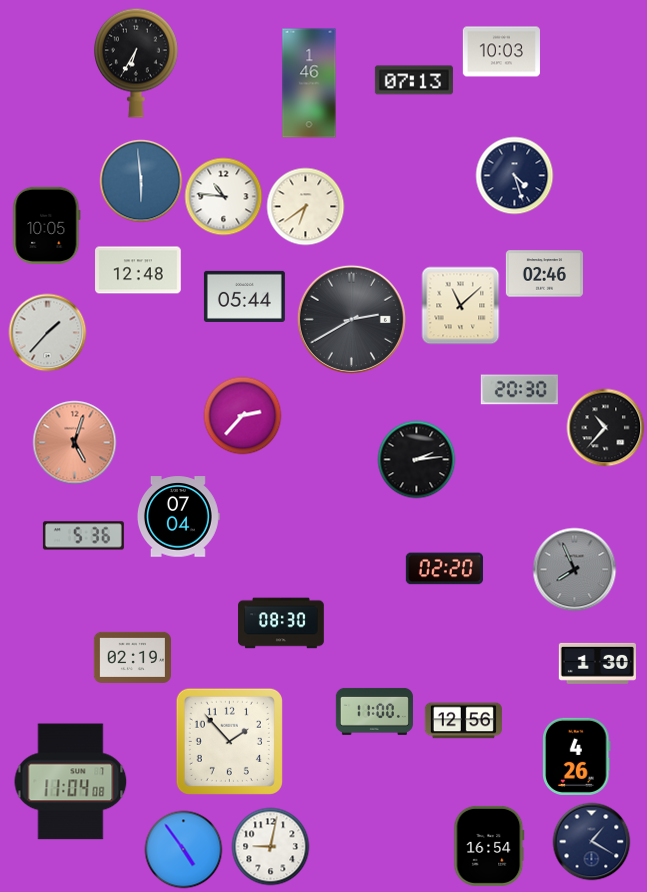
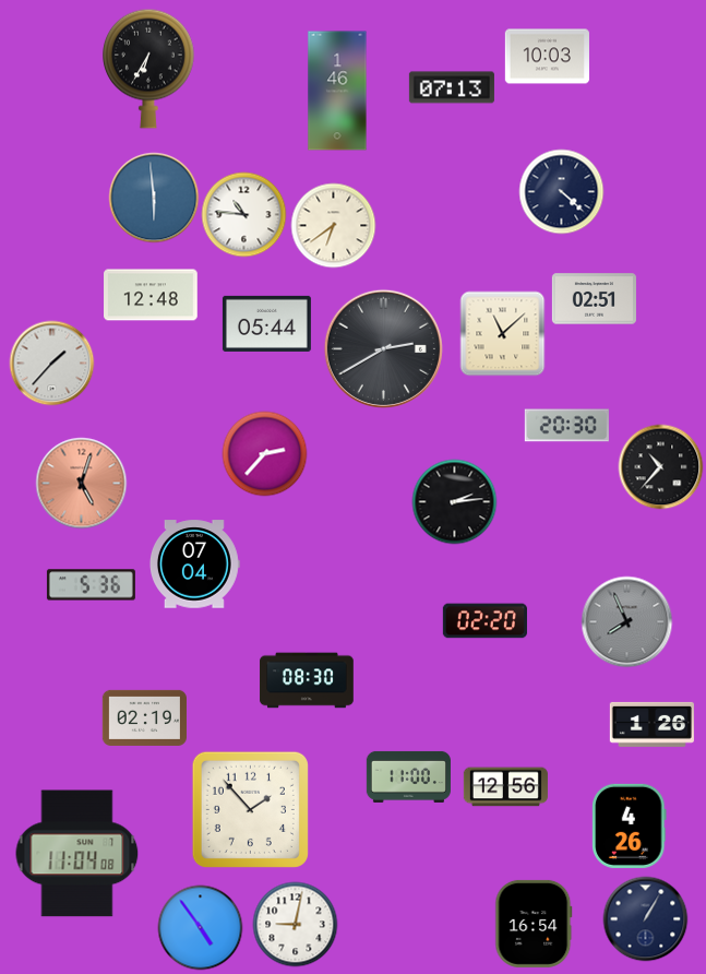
clock at (514, 175): 4:27 -> 4:22
clock at (47, 225): 10:05 -> none
clock at (544, 274): 02:46 -> 02:51
clock at (597, 663): 1:30 -> 1:26
clock at (591, 841): 1:20 -> 1:05
